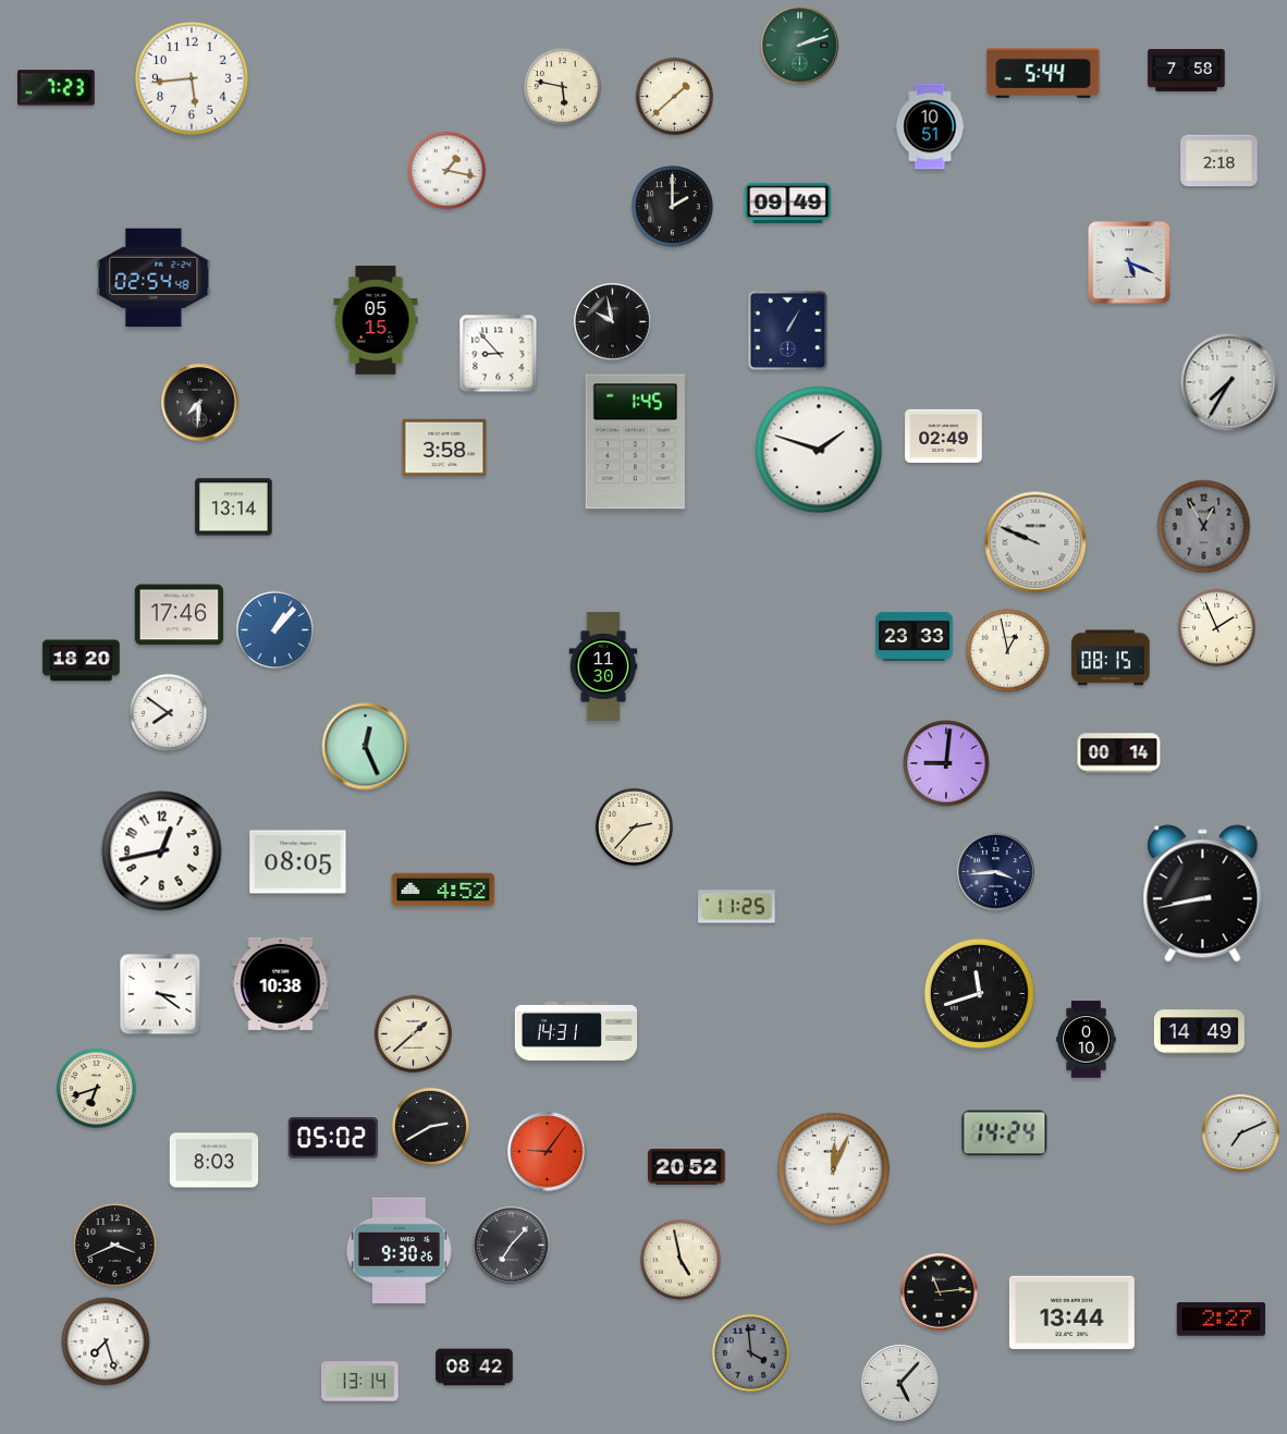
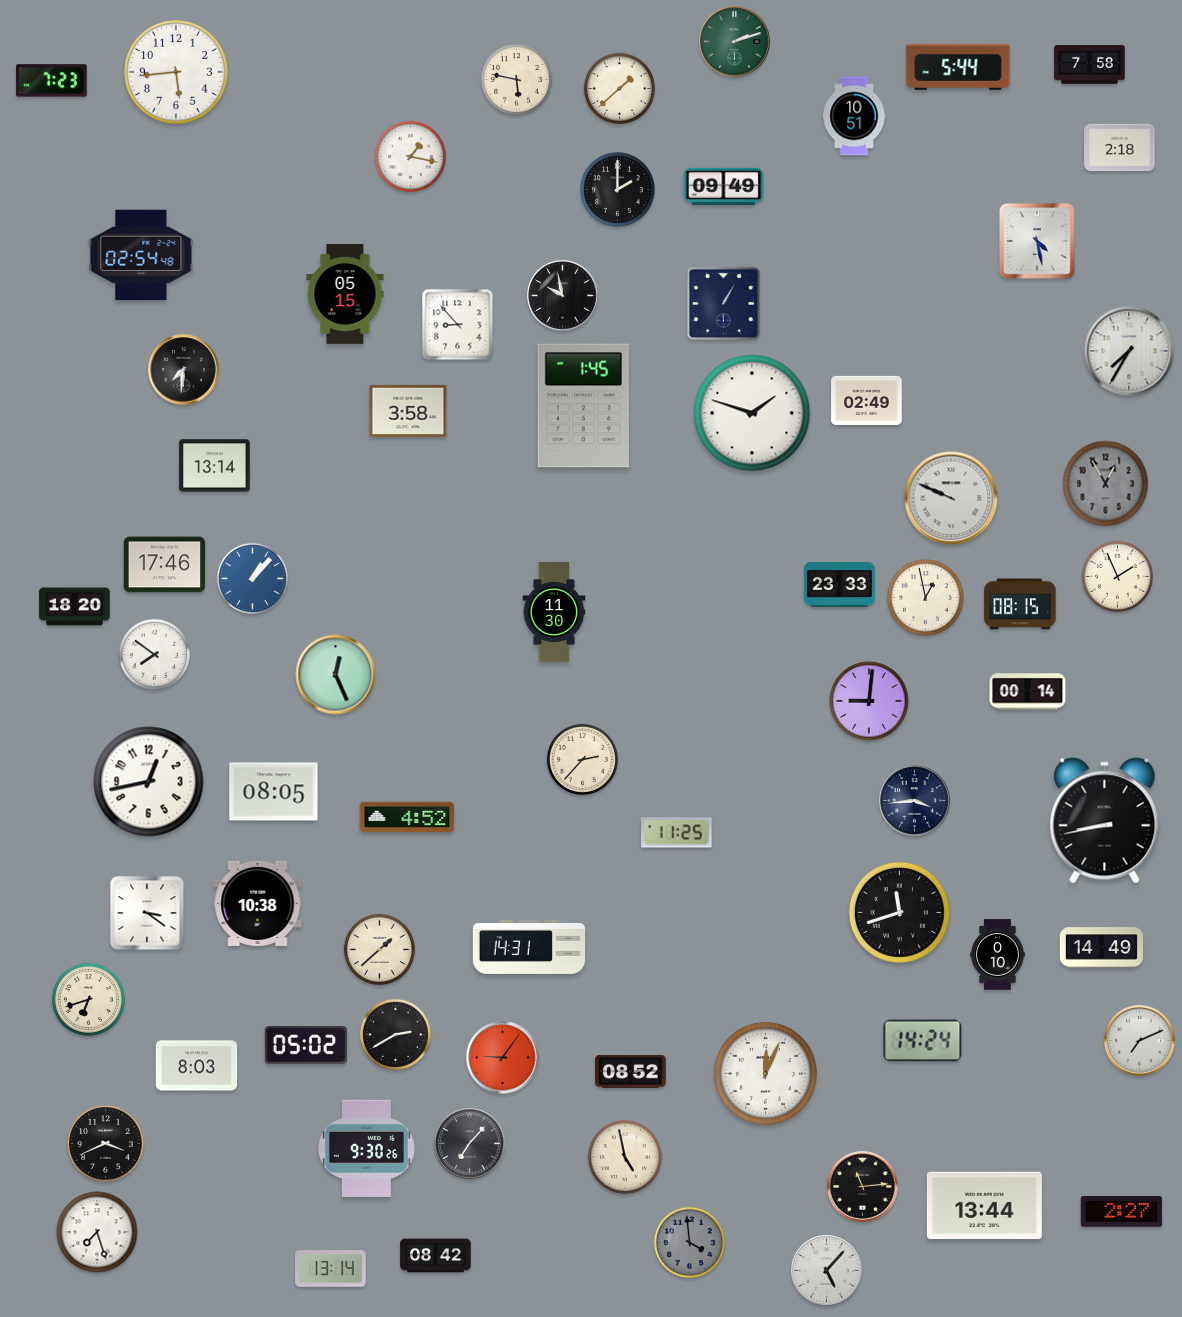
clock at (1130, 263): 5:19 -> 4:28
clock at (366, 747) position: (366, 747) -> (336, 675)
clock at (687, 1167): 20:52 -> 08:52
